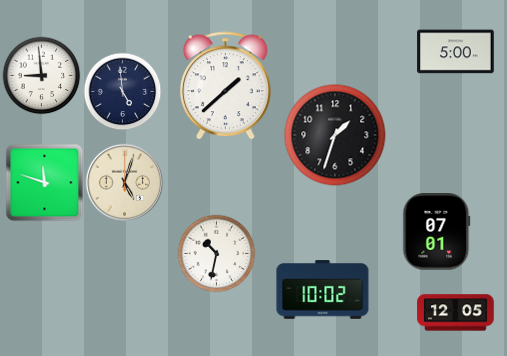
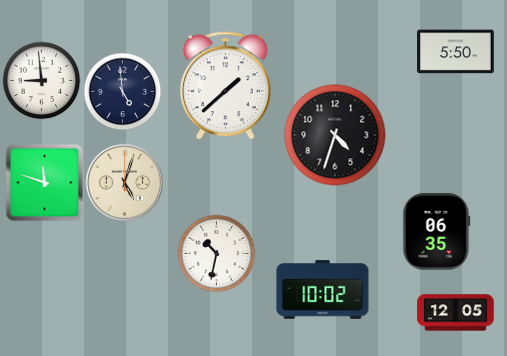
clock at (456, 52): 5:00 -> 5:50
clock at (41, 75) position: (41, 75) -> (41, 80)
clock at (335, 135): 1:33 -> 4:33
clock at (437, 232): 07:01 -> 06:35
